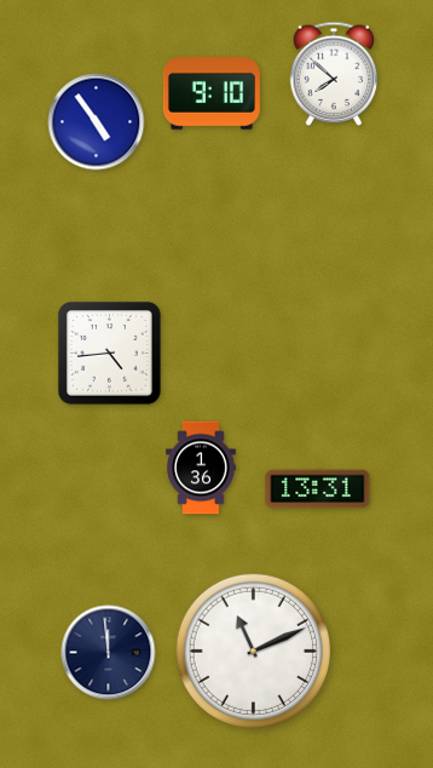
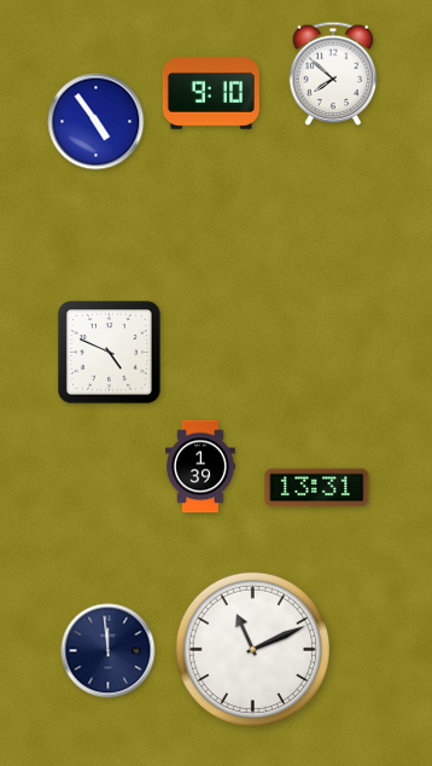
clock at (110, 354): 4:44 -> 4:49
clock at (201, 468): 1:36 -> 1:39
